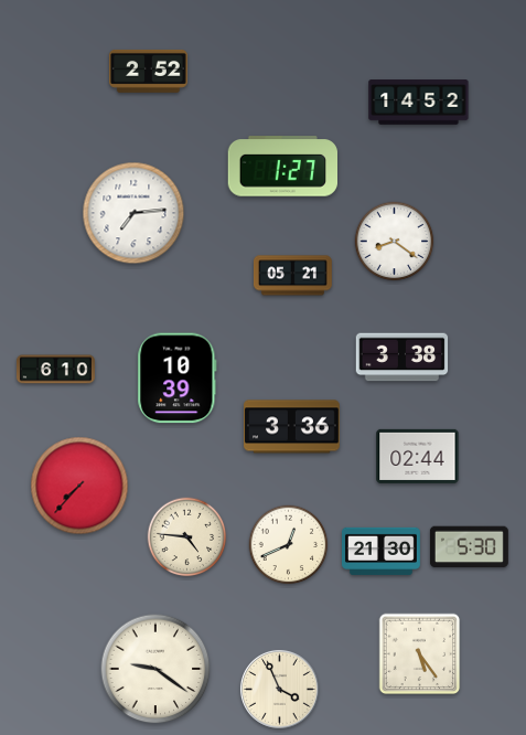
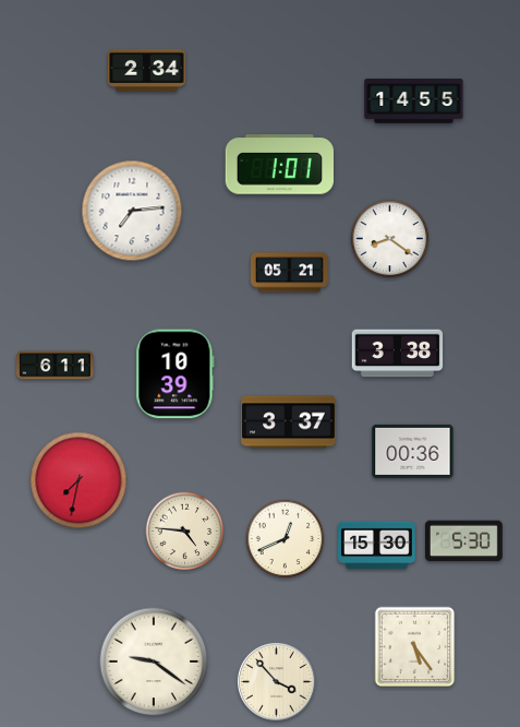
clock at (148, 71): 2:52 -> 2:34
clock at (419, 103): 14:52 -> 14:55
clock at (282, 167): 1:27 -> 1:01
clock at (56, 370): 6:10 -> 6:11
clock at (292, 427): 3:36 -> 3:37
clock at (418, 456): 02:44 -> 00:36
clock at (79, 486): 7:37 -> 7:32
clock at (382, 551): 21:30 -> 15:30
clock at (279, 689): 3:56 -> 3:53
